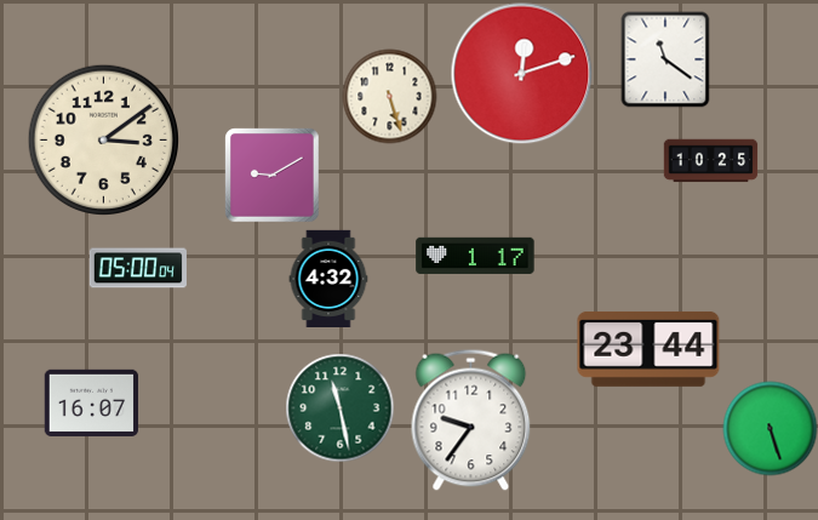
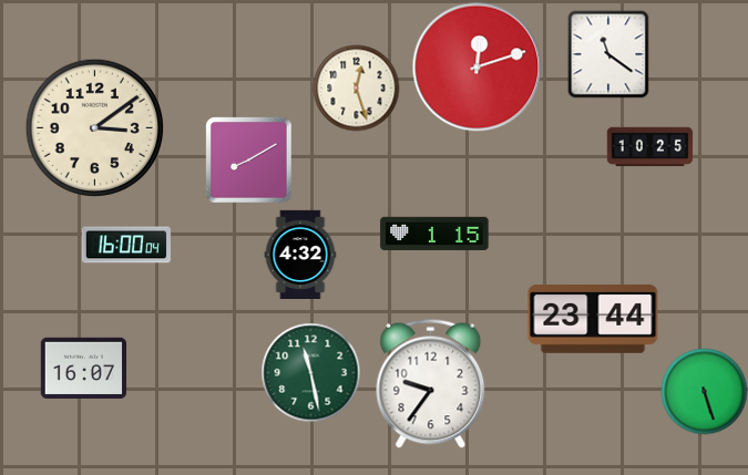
clock at (389, 96): 5:27 -> 12:27
clock at (271, 175): 9:10 -> 8:10
clock at (475, 256): 1:17 -> 1:15
clock at (138, 268): 05:00 -> 16:00
